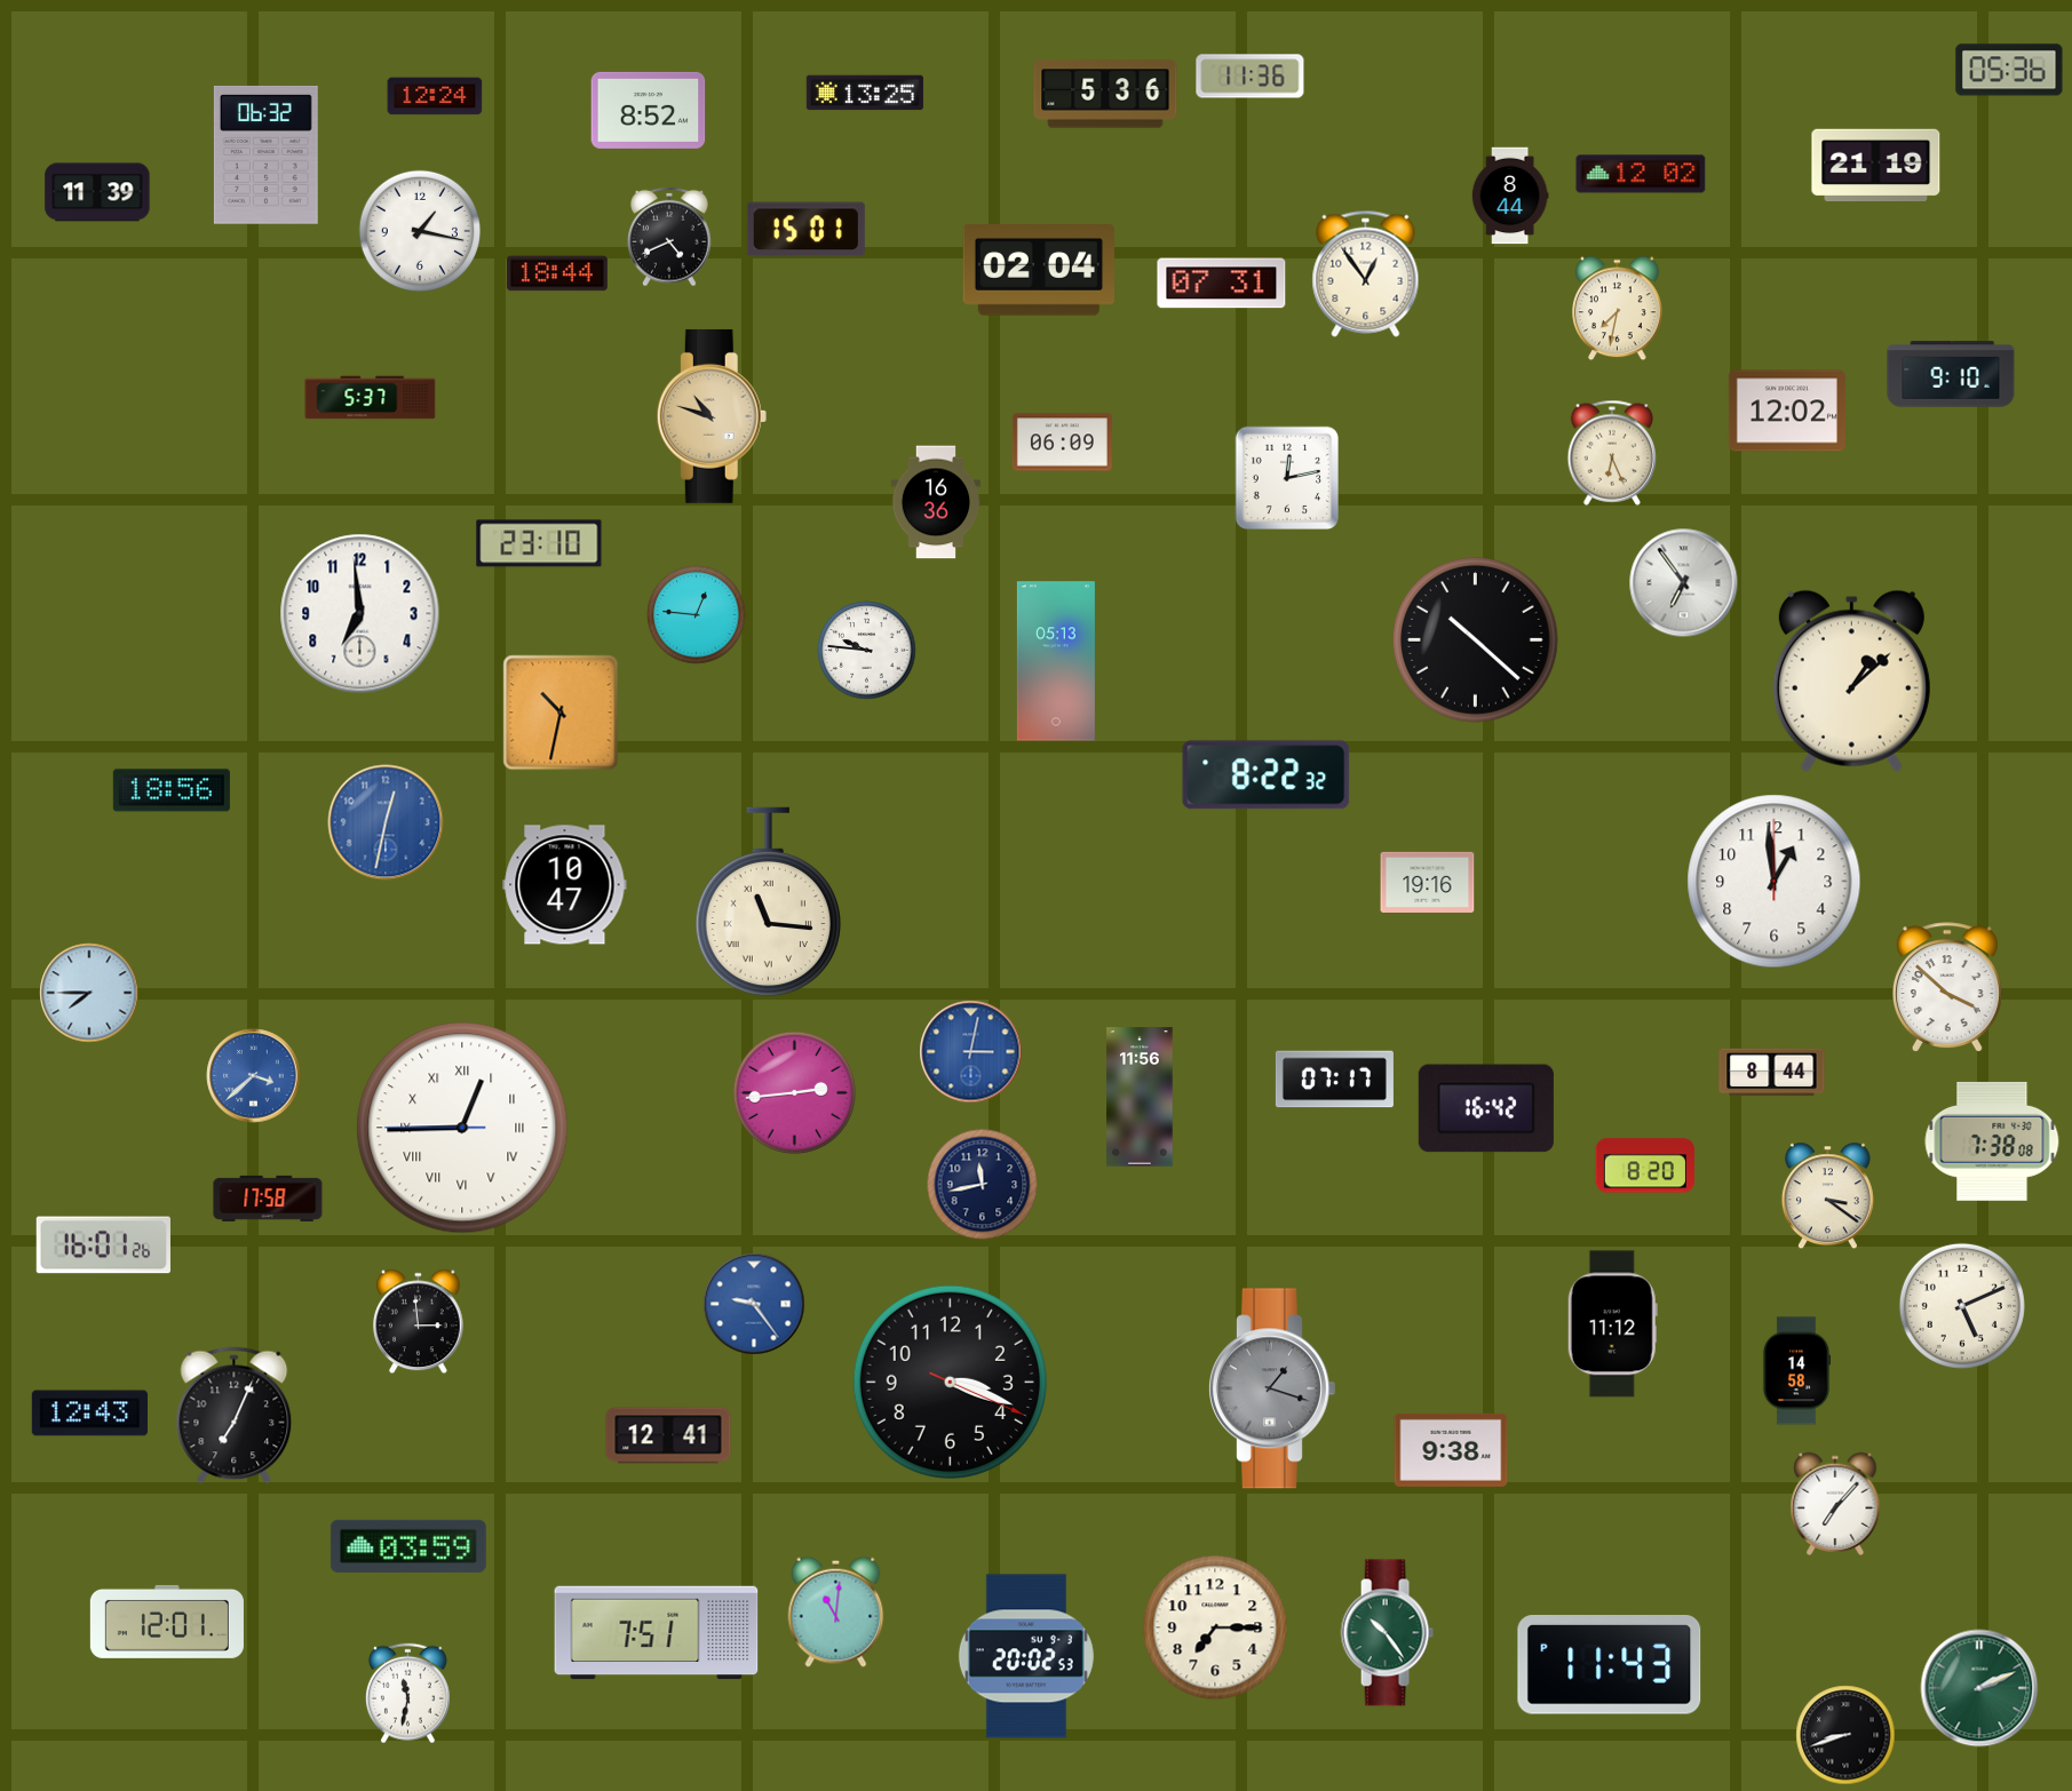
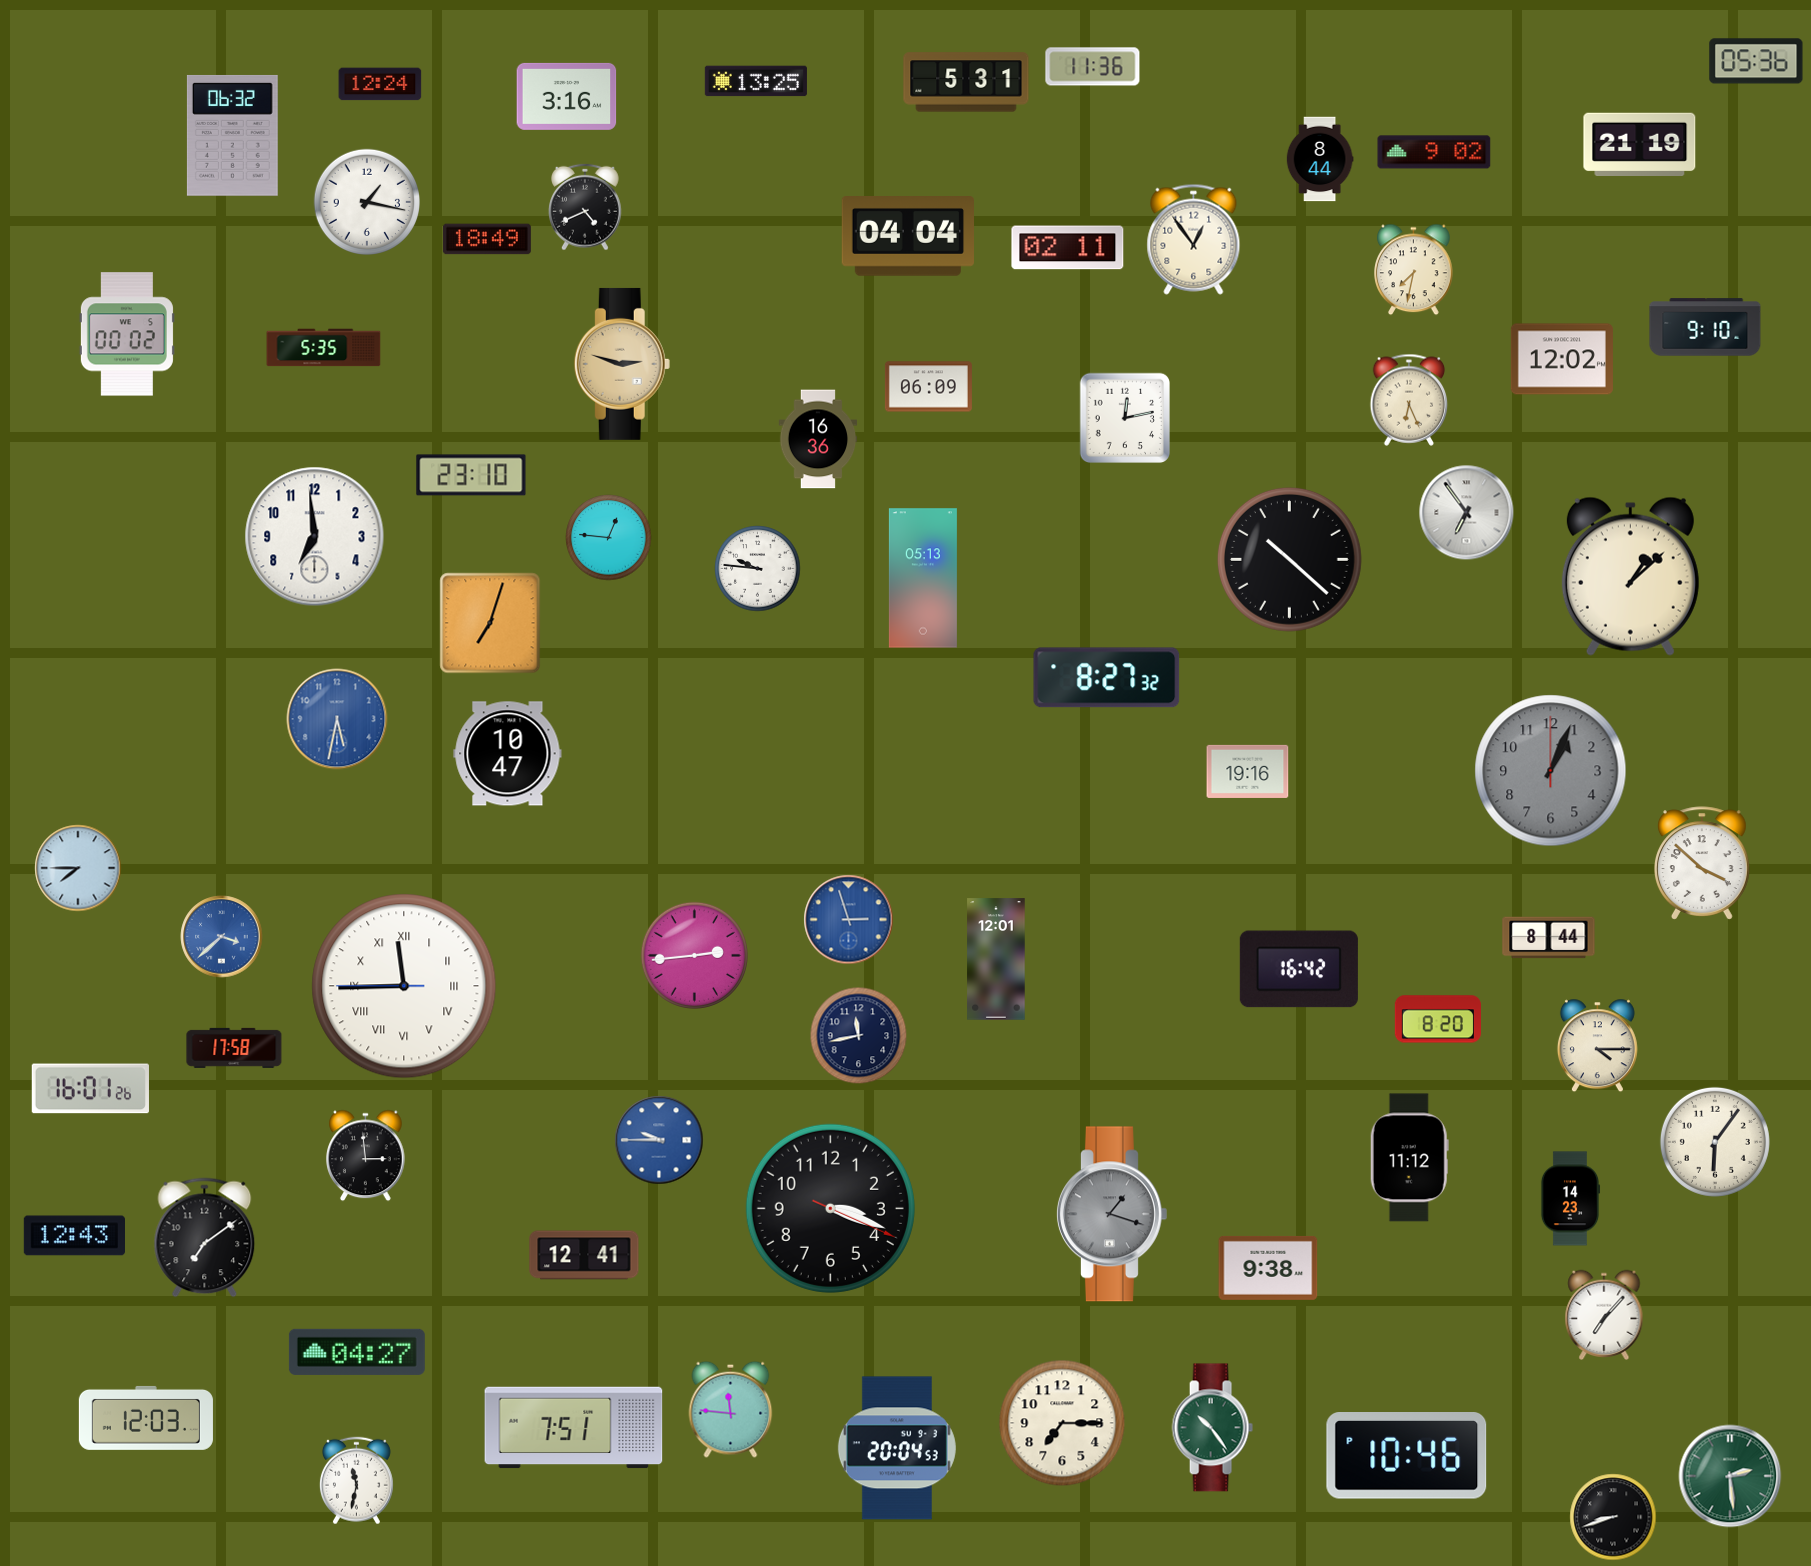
clock at (1105, 94): 5:36 -> 5:31
clock at (649, 110): 8:52 -> 3:16
clock at (1641, 174): 12:02 -> 9:02
clock at (97, 192): 11:39 -> none
clock at (1510, 196) position: (1510, 196) -> (1320, 159)
clock at (805, 230): 15:01 -> none
clock at (1038, 271): 02:04 -> 04:04
clock at (557, 273): 18:44 -> 18:49
clock at (1222, 284): 07:31 -> 02:11
clock at (127, 334): none -> 00:02
clock at (371, 398): 5:37 -> 5:35
clock at (712, 416): 10:48 -> 2:48
clock at (1612, 453) position: (1612, 453) -> (1409, 400)
clock at (1684, 583) position: (1684, 583) -> (1467, 513)
clock at (1851, 680) position: (1851, 680) -> (1630, 576)
clock at (561, 713): 10:32 -> 7:03
clock at (1267, 775): 8:22 -> 8:27
clock at (172, 790): 18:56 -> none
clock at (386, 822): 12:32 -> 5:32
clock at (1775, 882): 12:59 -> 1:04
clock at (1775, 882) dial: white -> grey
clock at (565, 885) position: (565, 885) -> (508, 754)
clock at (768, 902): 11:16 -> none
clock at (971, 1052): 3:02 -> 2:57
clock at (254, 1076) position: (254, 1076) -> (222, 937)
clock at (1334, 1080): 07:17 -> none
clock at (1140, 1097): 11:56 -> 12:01
clock at (462, 1128): 12:44 -> 11:44
clock at (1992, 1141): 7:38 -> none
clock at (1827, 1196): 3:21 -> 4:15
clock at (754, 1304): 9:24 -> 9:45
clock at (1962, 1306): 5:11 -> 6:06
clock at (1796, 1371): 14:58 -> 14:23
clock at (89, 1414) position: (89, 1414) -> (74, 1236)
clock at (235, 1416): 7:04 -> 7:09
clock at (408, 1546): 03:59 -> 04:27
clock at (836, 1611): 11:01 -> 11:46
clock at (167, 1622): 12:01 -> 12:03
clock at (1026, 1656): 20:02 -> 20:04
clock at (1610, 1665): 11:43 -> 10:46
clock at (1979, 1688): 2:11 -> 2:29
